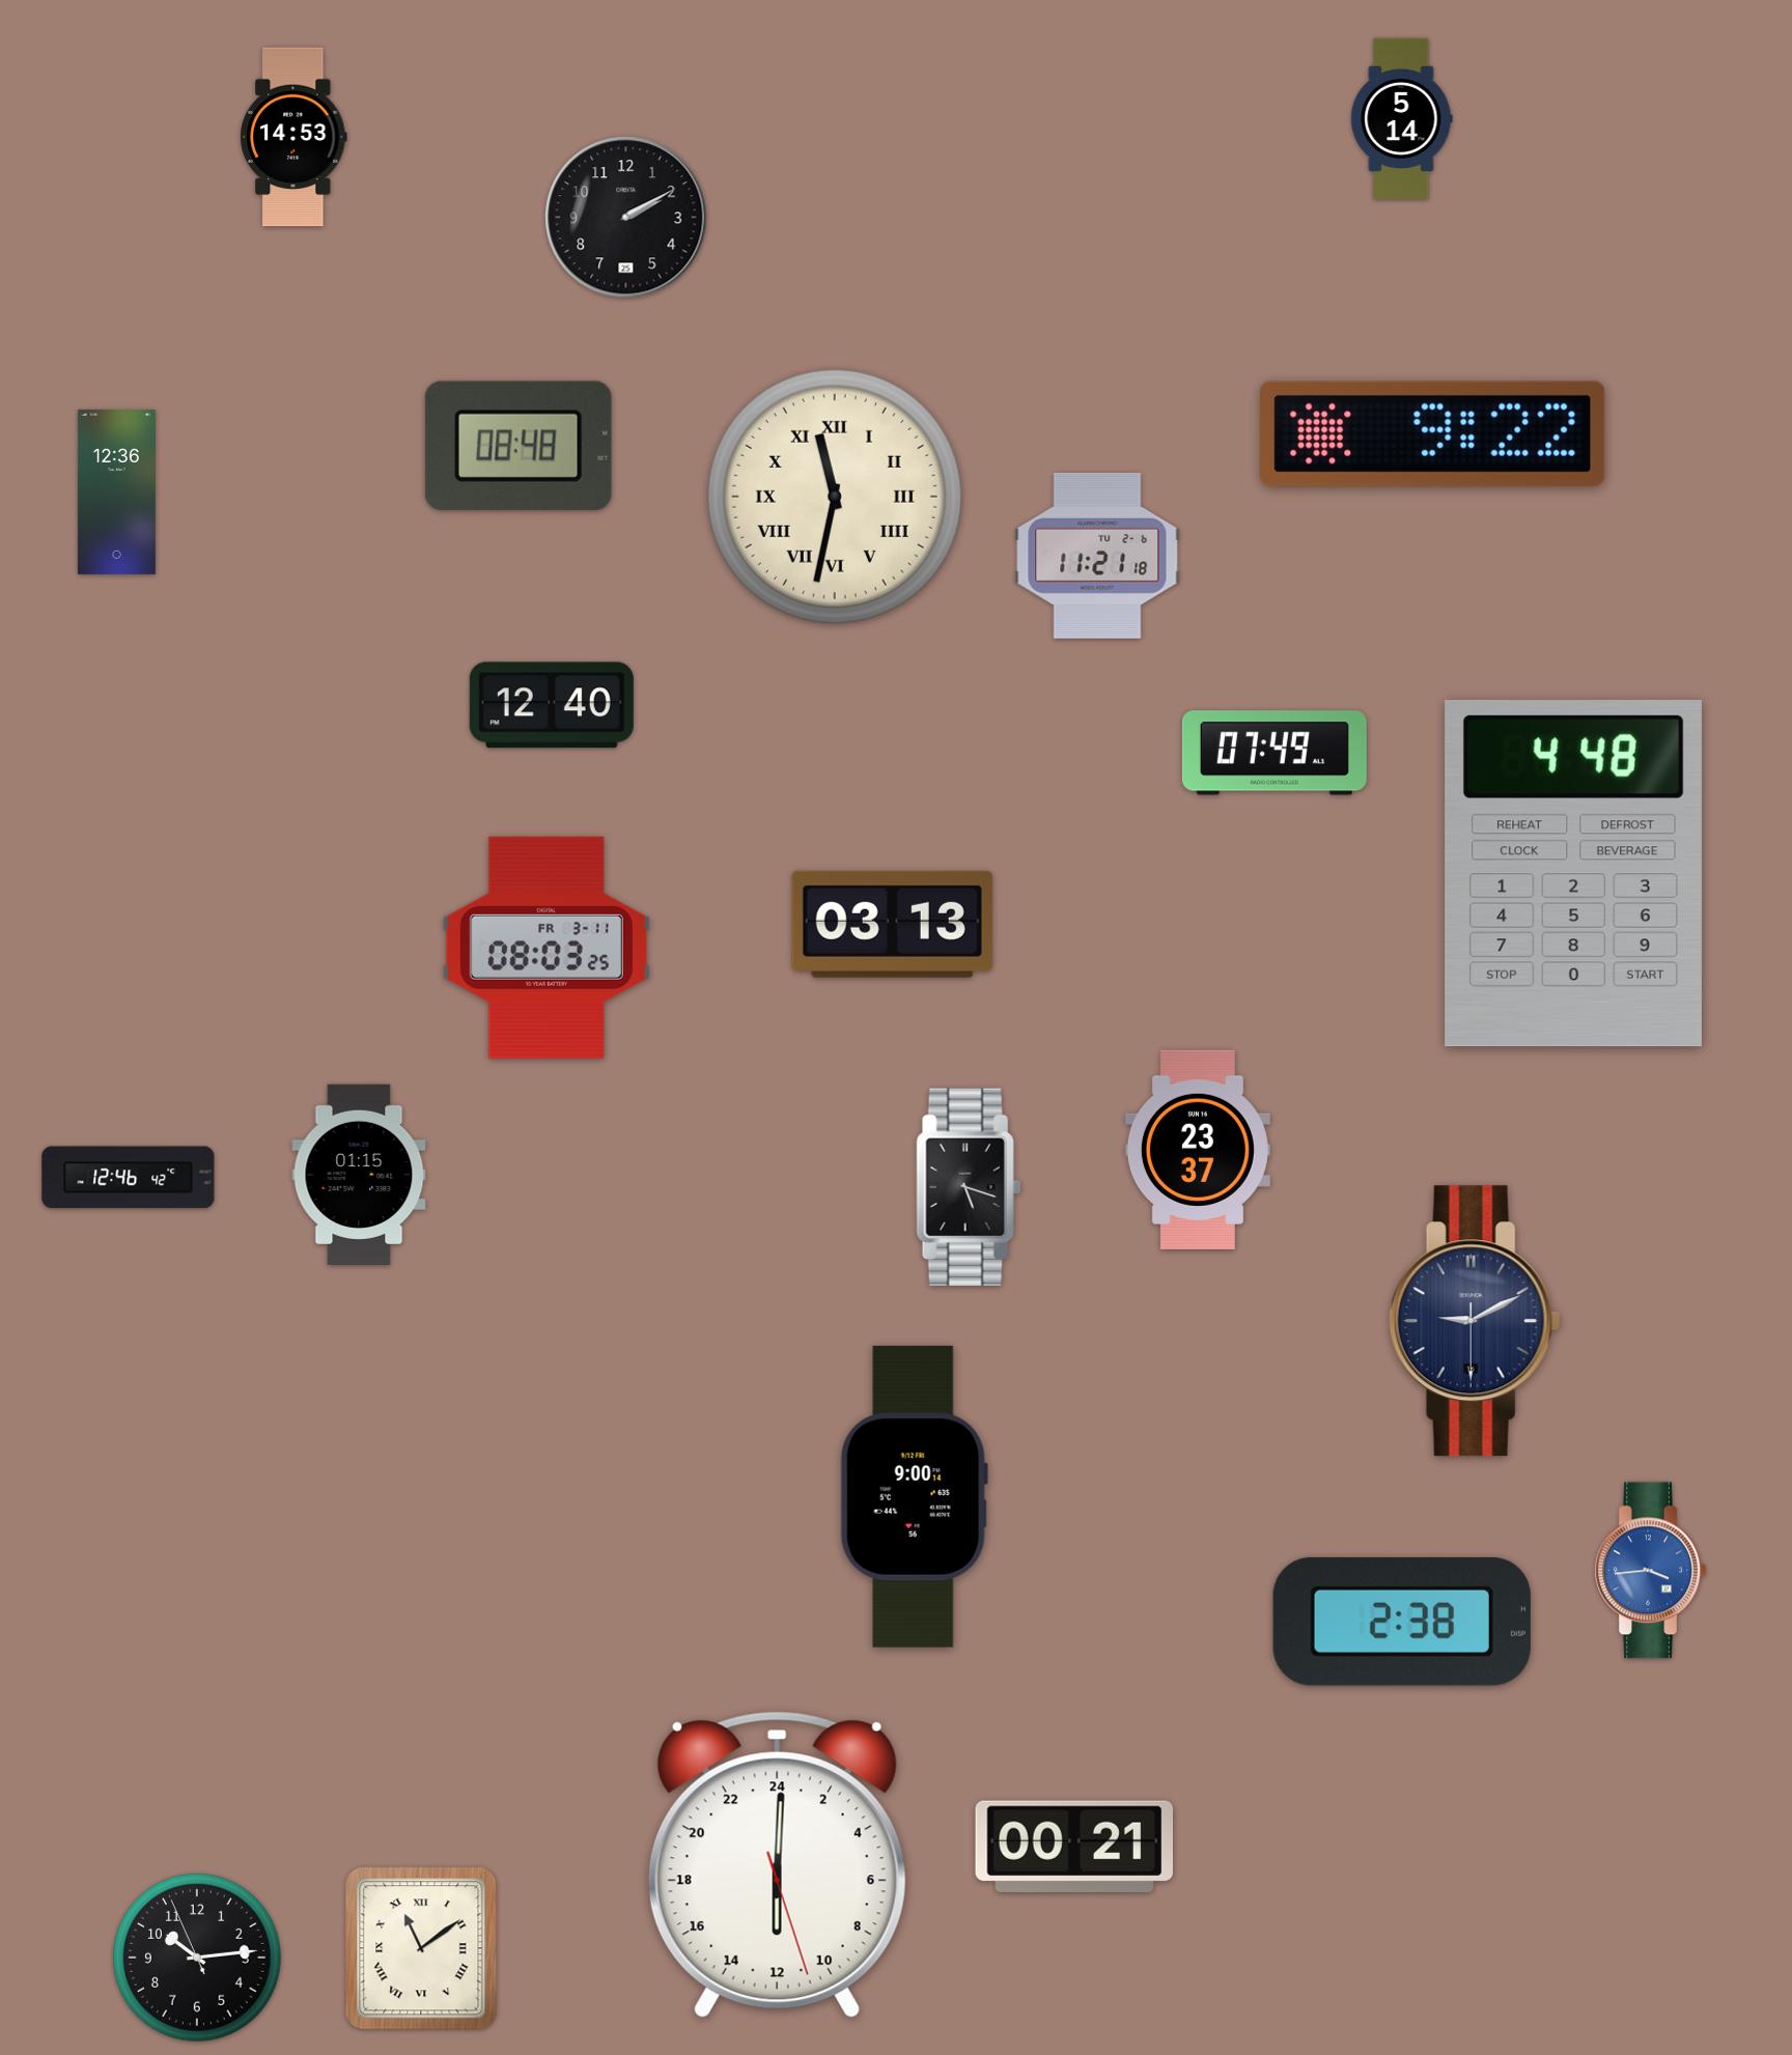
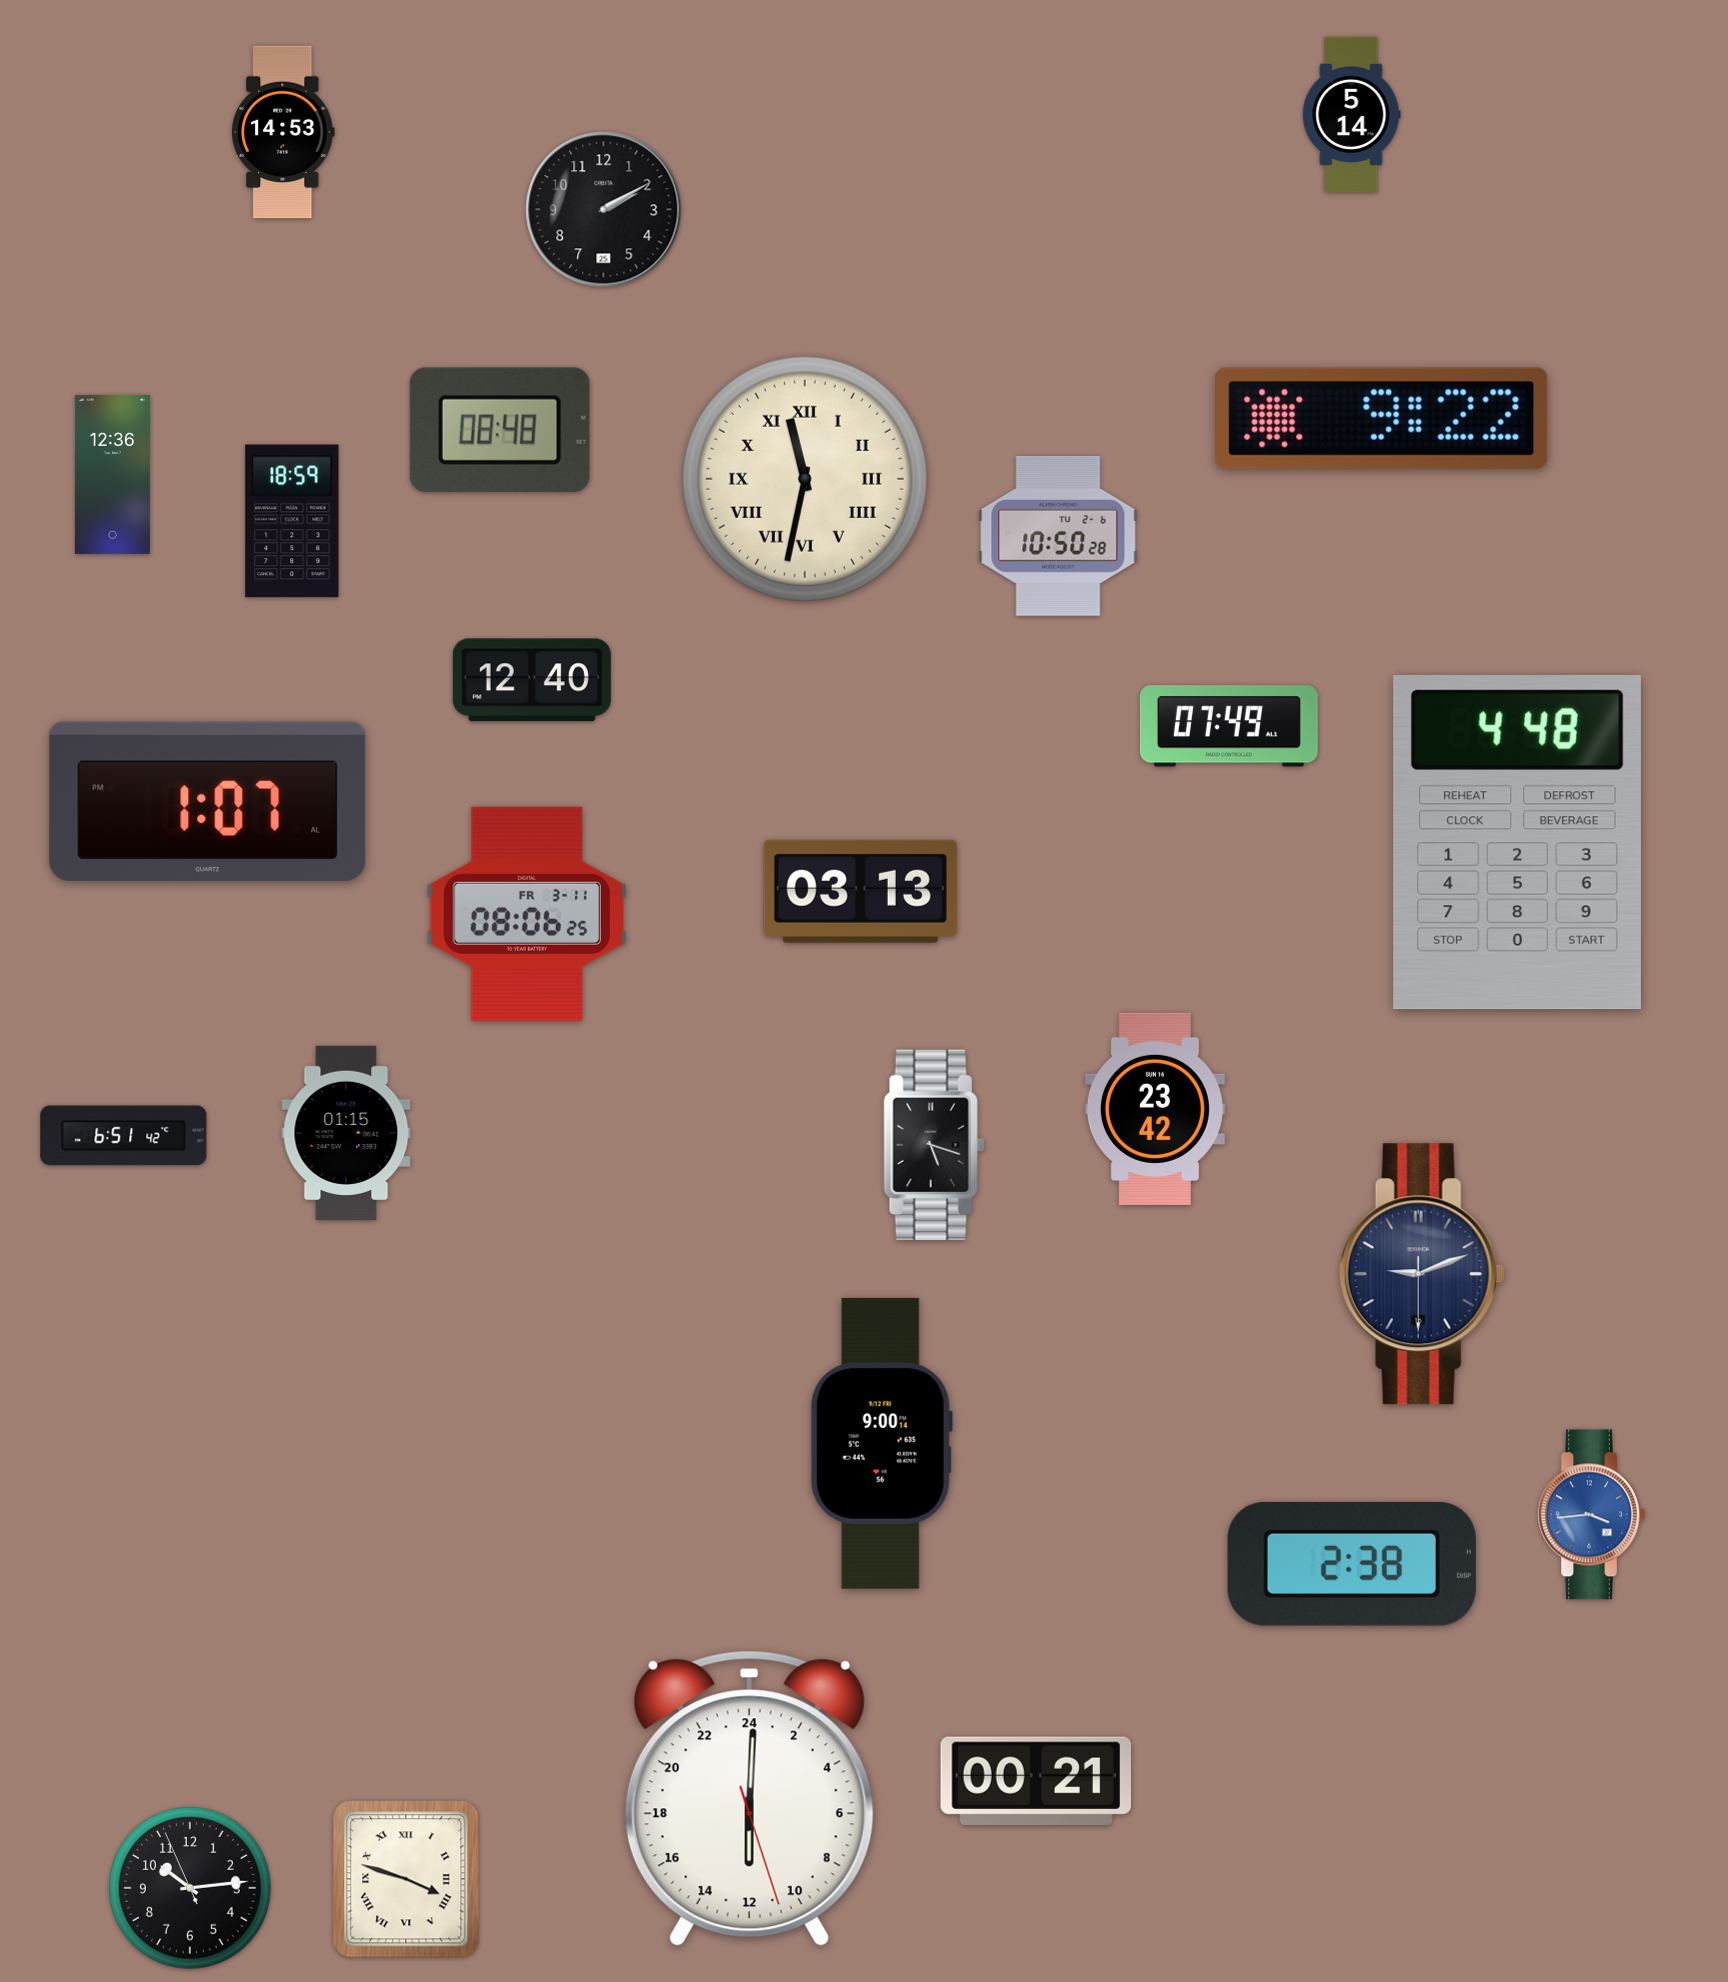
clock at (292, 521): none -> 18:59
clock at (1097, 556): 11:21 -> 10:50
clock at (208, 801): none -> 1:07
clock at (547, 948): 08:03 -> 08:06
clock at (1198, 1149): 23:37 -> 23:42
clock at (129, 1178): 12:46 -> 6:51
clock at (1475, 1321): 9:10 -> 9:11
clock at (421, 1948): 11:09 -> 3:48
